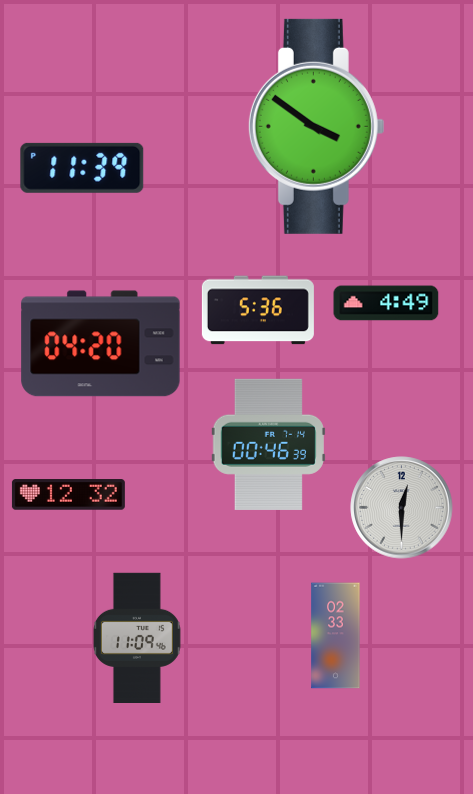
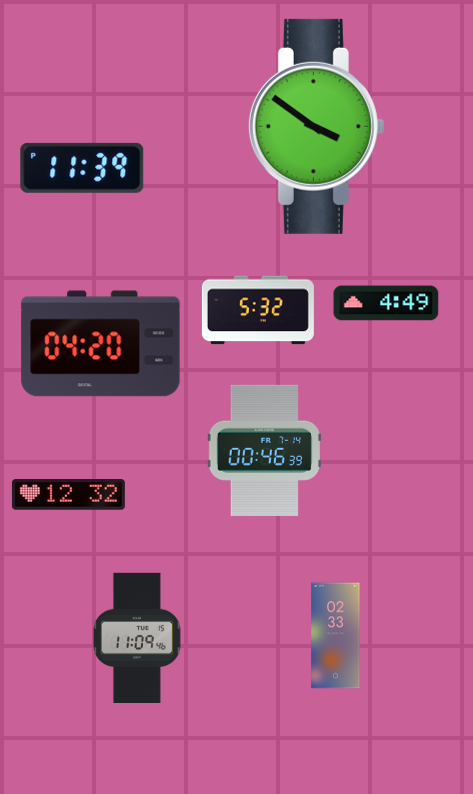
clock at (258, 310): 5:36 -> 5:32
clock at (268, 444) position: (268, 444) -> (264, 450)
clock at (402, 508): 12:30 -> none
